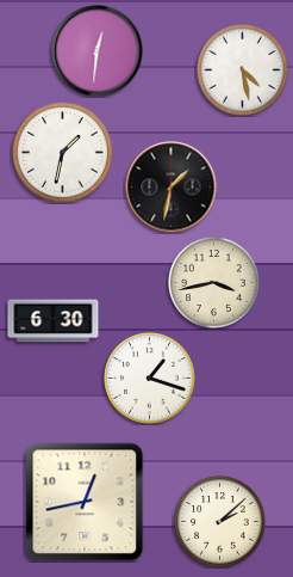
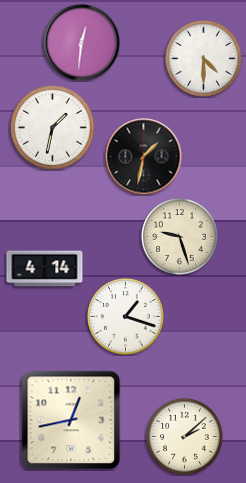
clock at (243, 70): 4:28 -> 4:30
clock at (214, 283): 3:43 -> 9:27
clock at (54, 321): 6:30 -> 4:14
